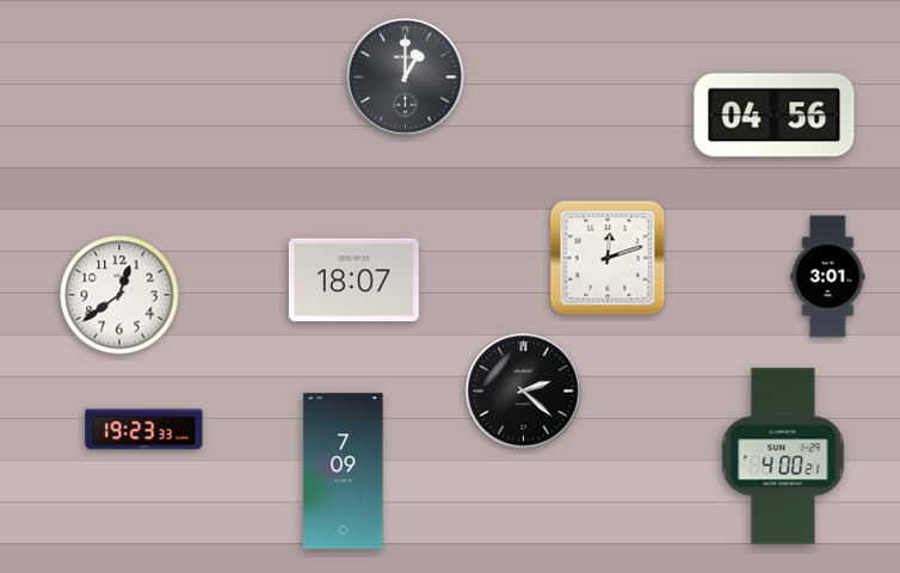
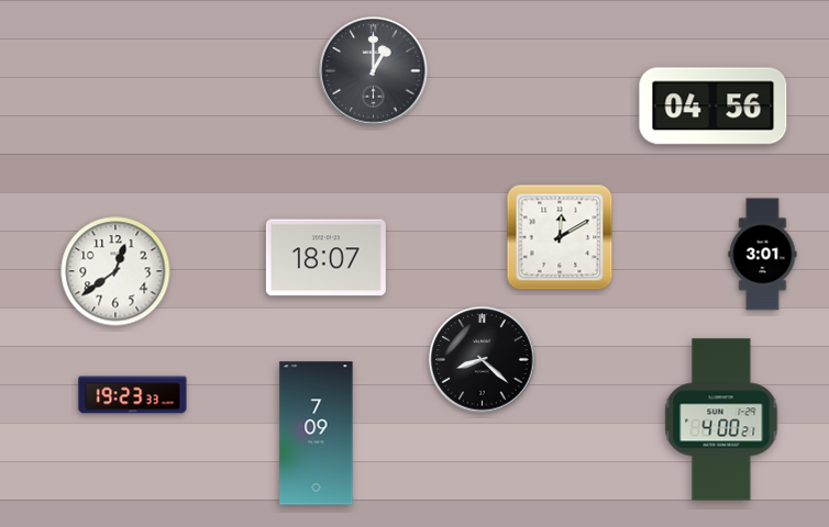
clock at (608, 258): 12:12 -> 12:10
clock at (119, 295) position: (119, 295) -> (115, 271)
clock at (524, 392): 2:22 -> 8:22
